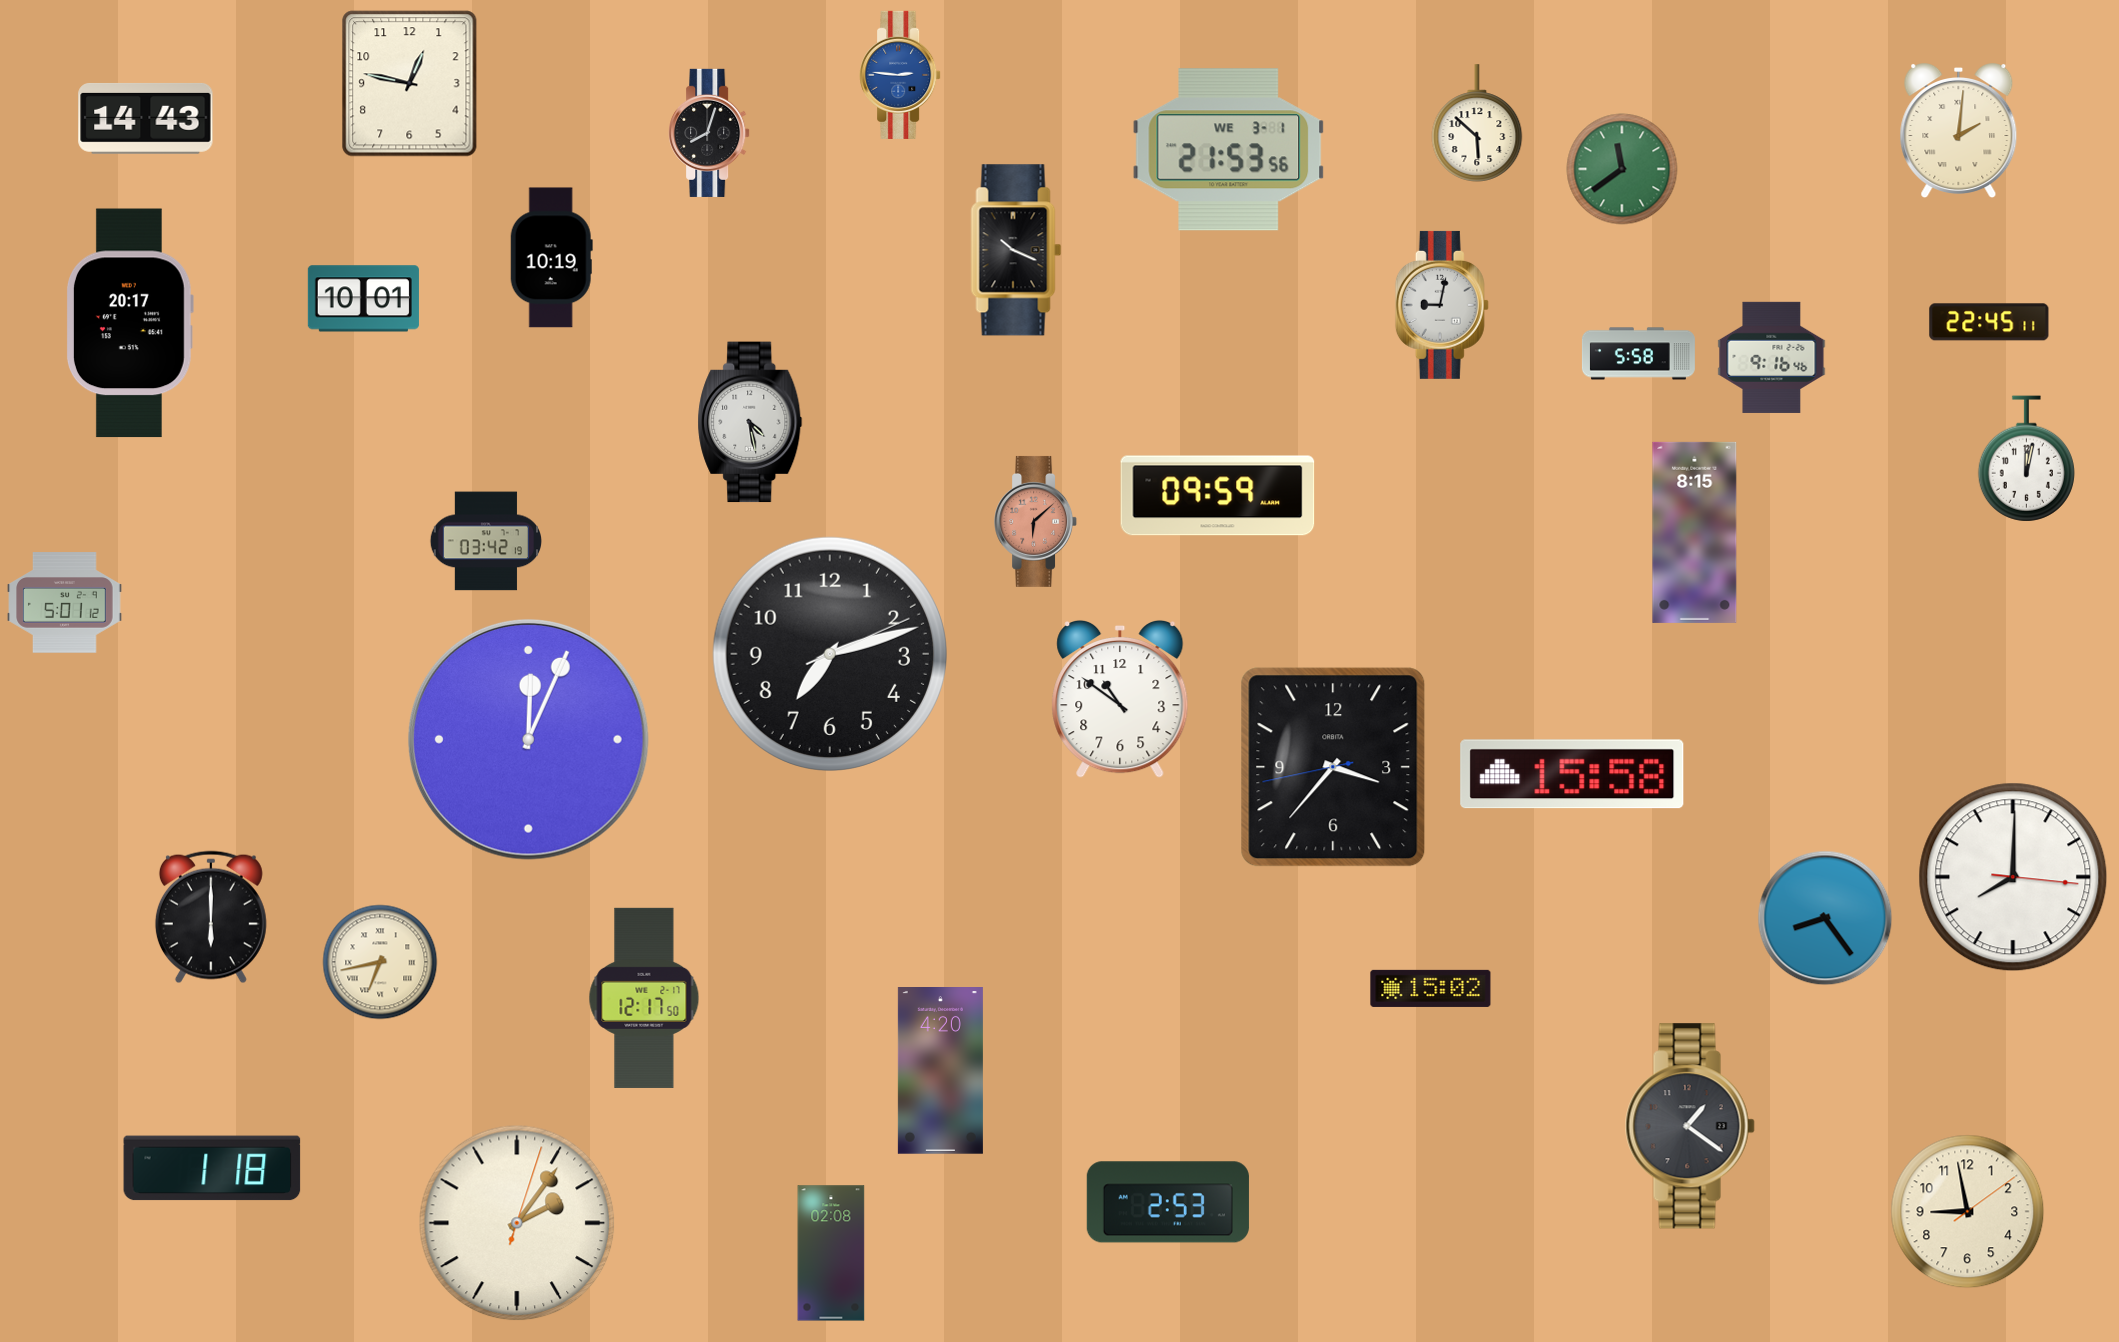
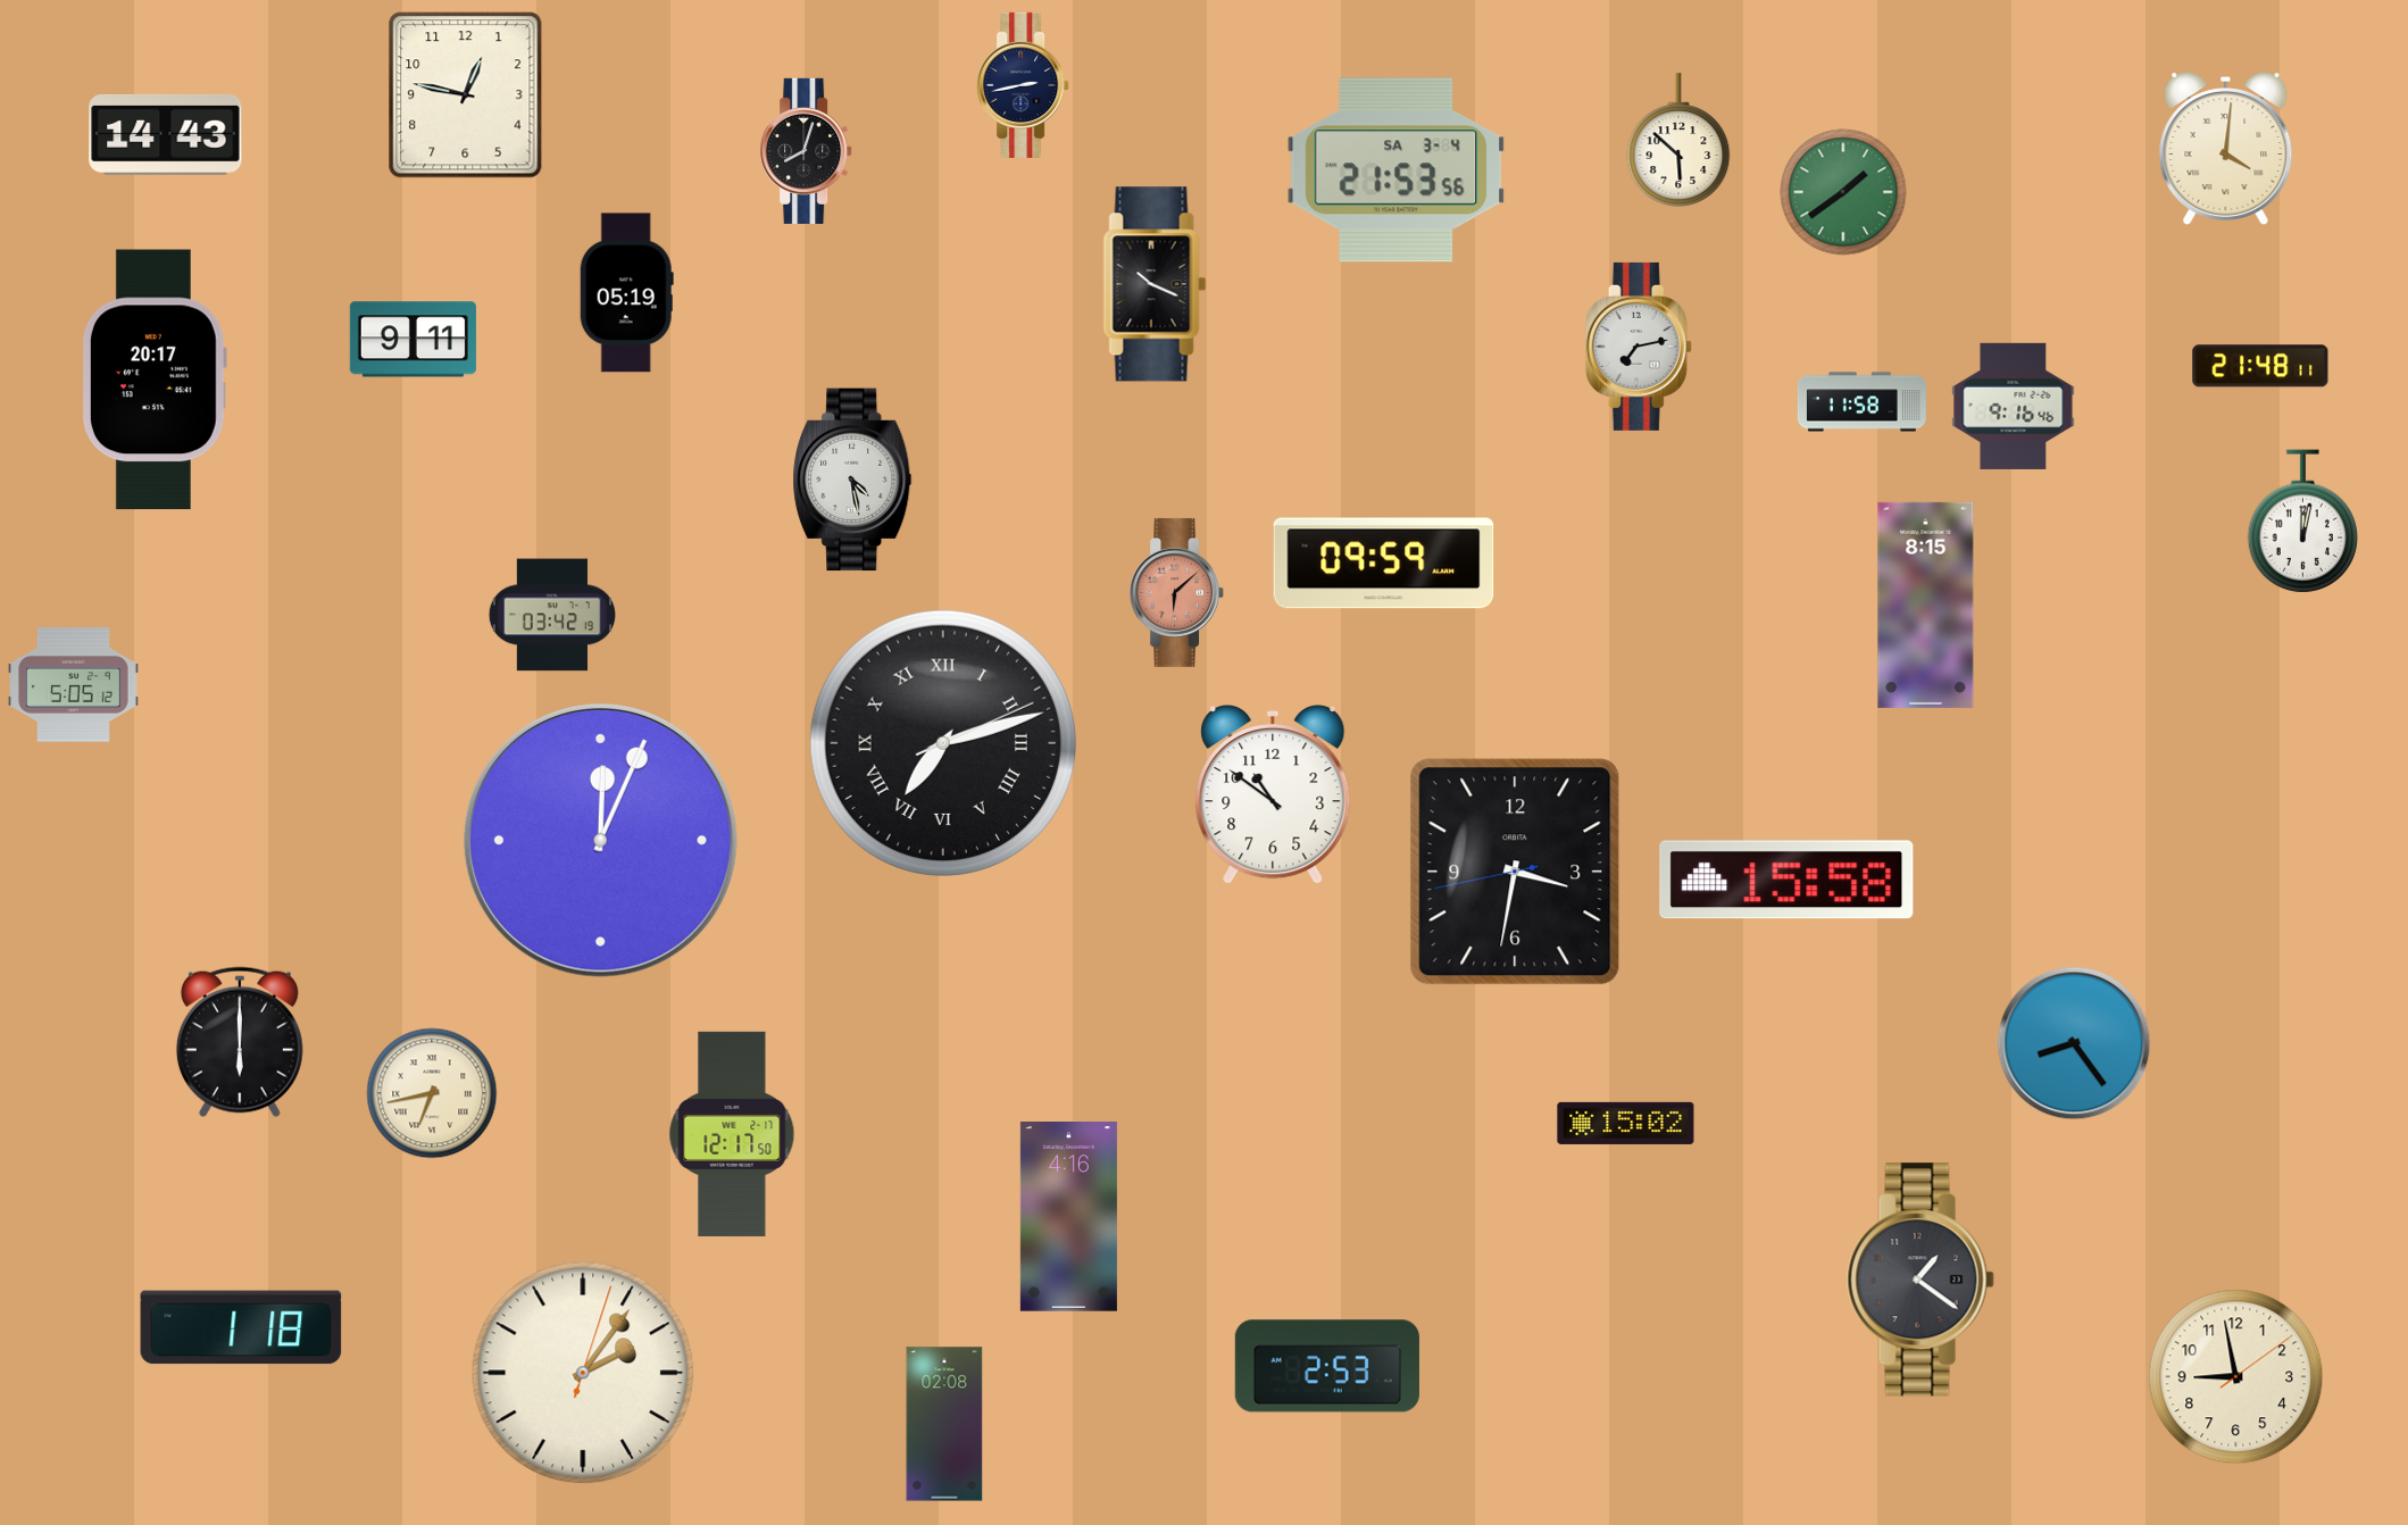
clock at (900, 75): 2:46 -> 2:43
clock at (900, 75) dial: blue -> navy
clock at (1959, 131): 2:01 -> 4:01
clock at (1229, 150) date: WE 3-1 -> SA 3-4
clock at (1622, 169): 11:39 -> 1:39
clock at (551, 258): 10:19 -> 05:19
clock at (363, 299): 10:01 -> 9:11
clock at (1442, 305): 9:02 -> 7:13
clock at (1989, 322): 22:45 -> 21:48
clock at (129, 323) position: (129, 323) -> (153, 380)
clock at (1638, 354): 5:58 -> 11:58
clock at (65, 603): 5:01 -> 5:05
clock at (830, 654) numerals: Arabic -> Roman
clock at (1333, 767): 3:36 -> 3:31
clock at (2013, 877): 8:00 -> none
clock at (940, 1071): 4:20 -> 4:16
clock at (517, 1223) position: (517, 1223) -> (583, 1373)
